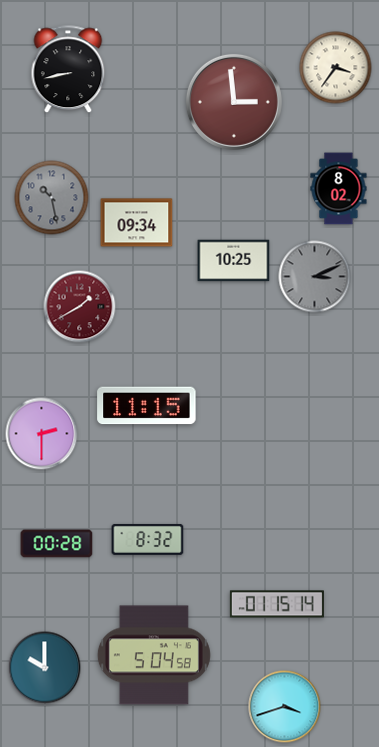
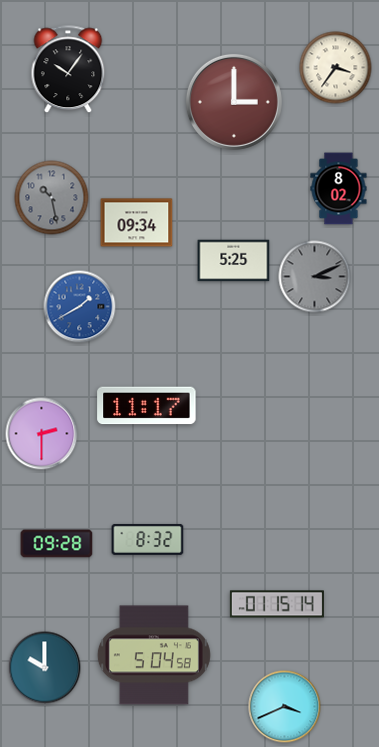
clock at (68, 70): 8:43 -> 10:06
clock at (234, 102): 2:59 -> 3:00
clock at (234, 261): 10:25 -> 5:25
clock at (80, 307) dial: burgundy -> blue
clock at (147, 406): 11:15 -> 11:17
clock at (57, 544): 00:28 -> 09:28
clock at (285, 707): 3:42 -> 3:41
